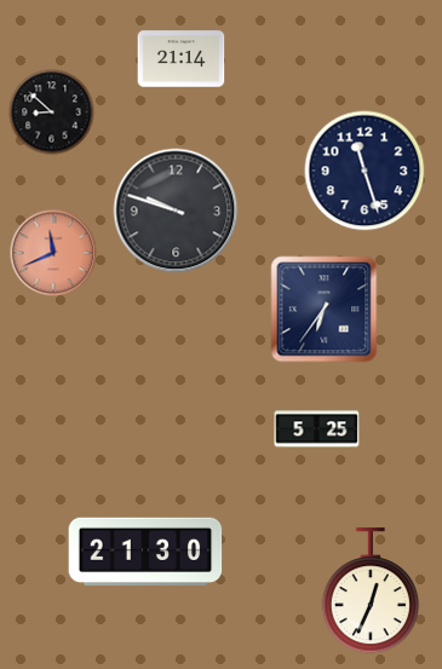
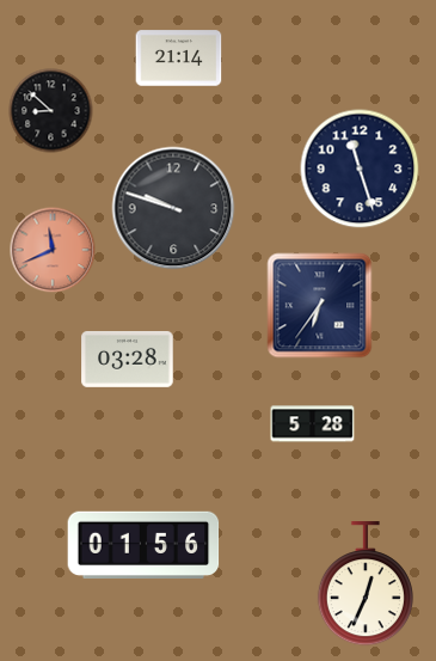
clock at (128, 359): none -> 03:28
clock at (317, 429): 5:25 -> 5:28
clock at (145, 552): 21:30 -> 01:56
